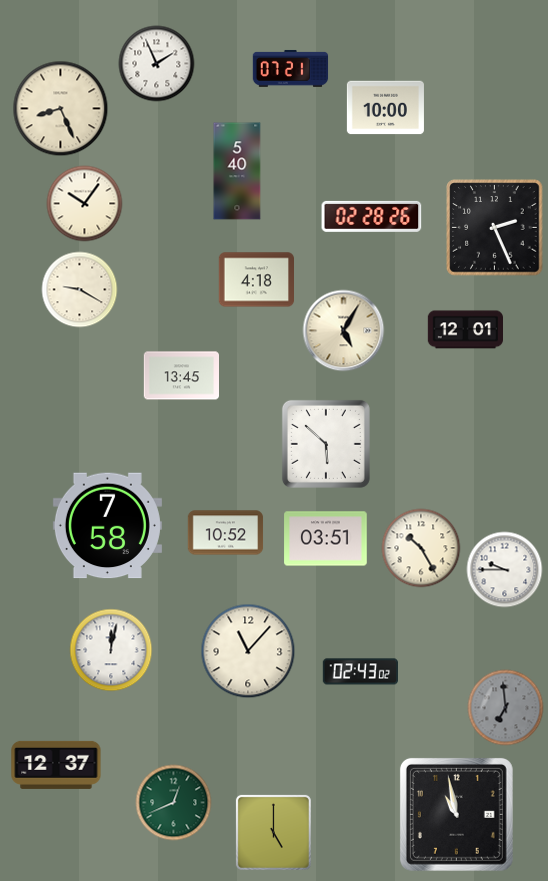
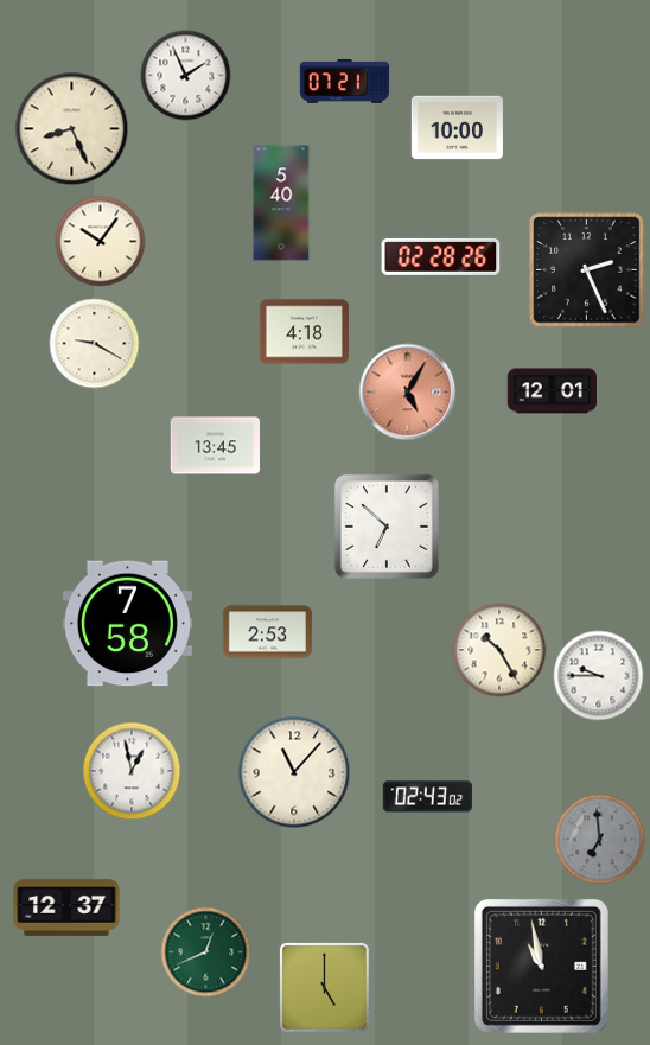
clock at (344, 331) dial: cream -> salmon
clock at (326, 444): 5:52 -> 6:52
clock at (226, 533): 10:52 -> 2:53
clock at (326, 539): 03:51 -> none
clock at (111, 650): 12:02 -> 12:58
